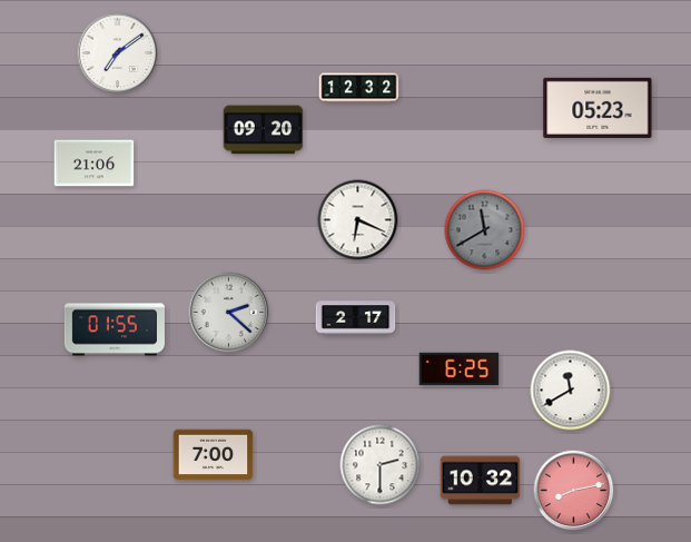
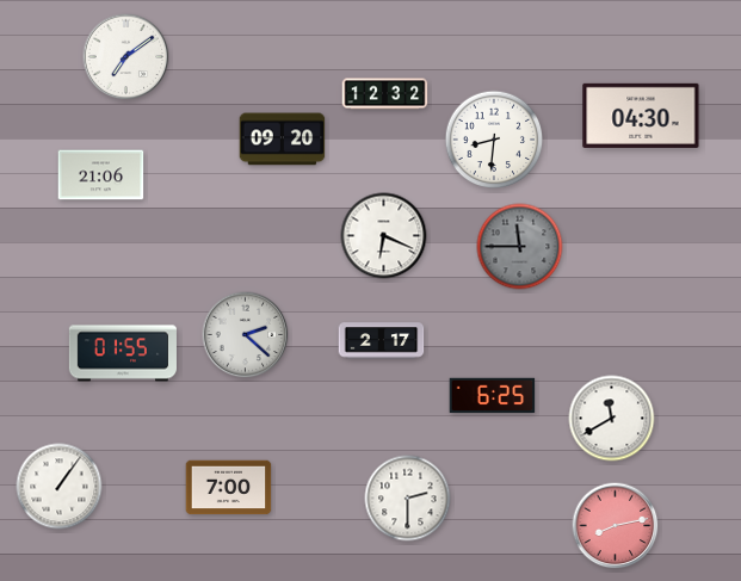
clock at (598, 108): 05:23 -> 04:30
clock at (494, 140): none -> 8:31
clock at (485, 230): 11:40 -> 11:45
clock at (60, 487): none -> 1:06
clock at (481, 481): 10:32 -> none
